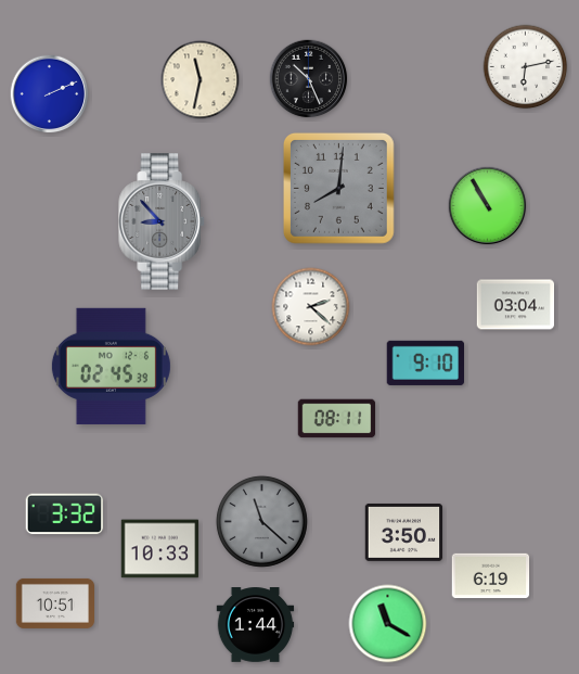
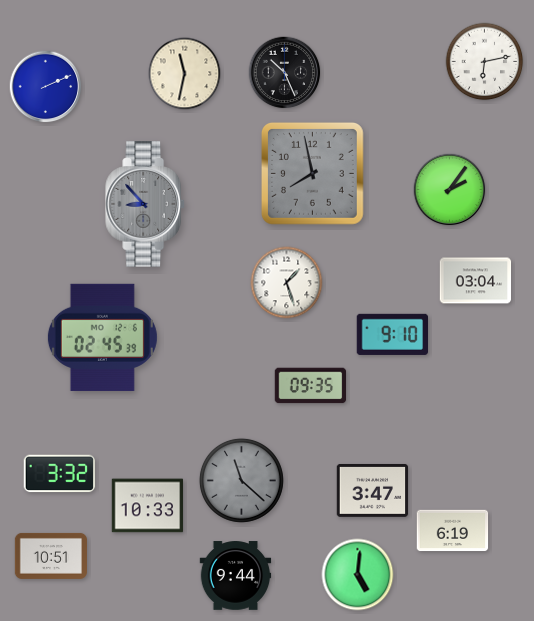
clock at (339, 189): 8:01 -> 7:58
clock at (488, 206): 10:55 -> 2:06
clock at (163, 221) position: (163, 221) -> (146, 204)
clock at (311, 307): 2:22 -> 1:27
clock at (337, 419): 08:11 -> 09:35
clock at (404, 532): 3:50 -> 3:47
clock at (388, 624): 11:20 -> 5:01
clock at (256, 625): 1:44 -> 9:44
